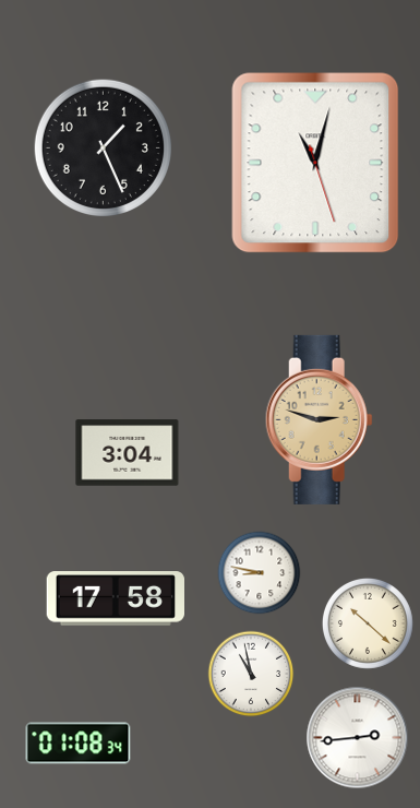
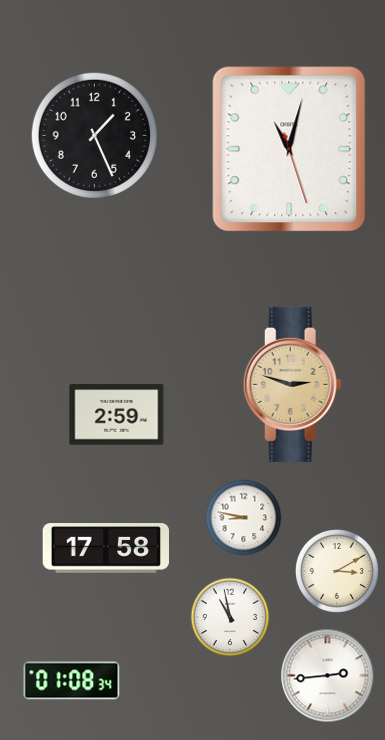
clock at (128, 453): 3:04 -> 2:59
clock at (260, 573) position: (260, 573) -> (244, 518)
clock at (368, 623): 10:22 -> 3:10
